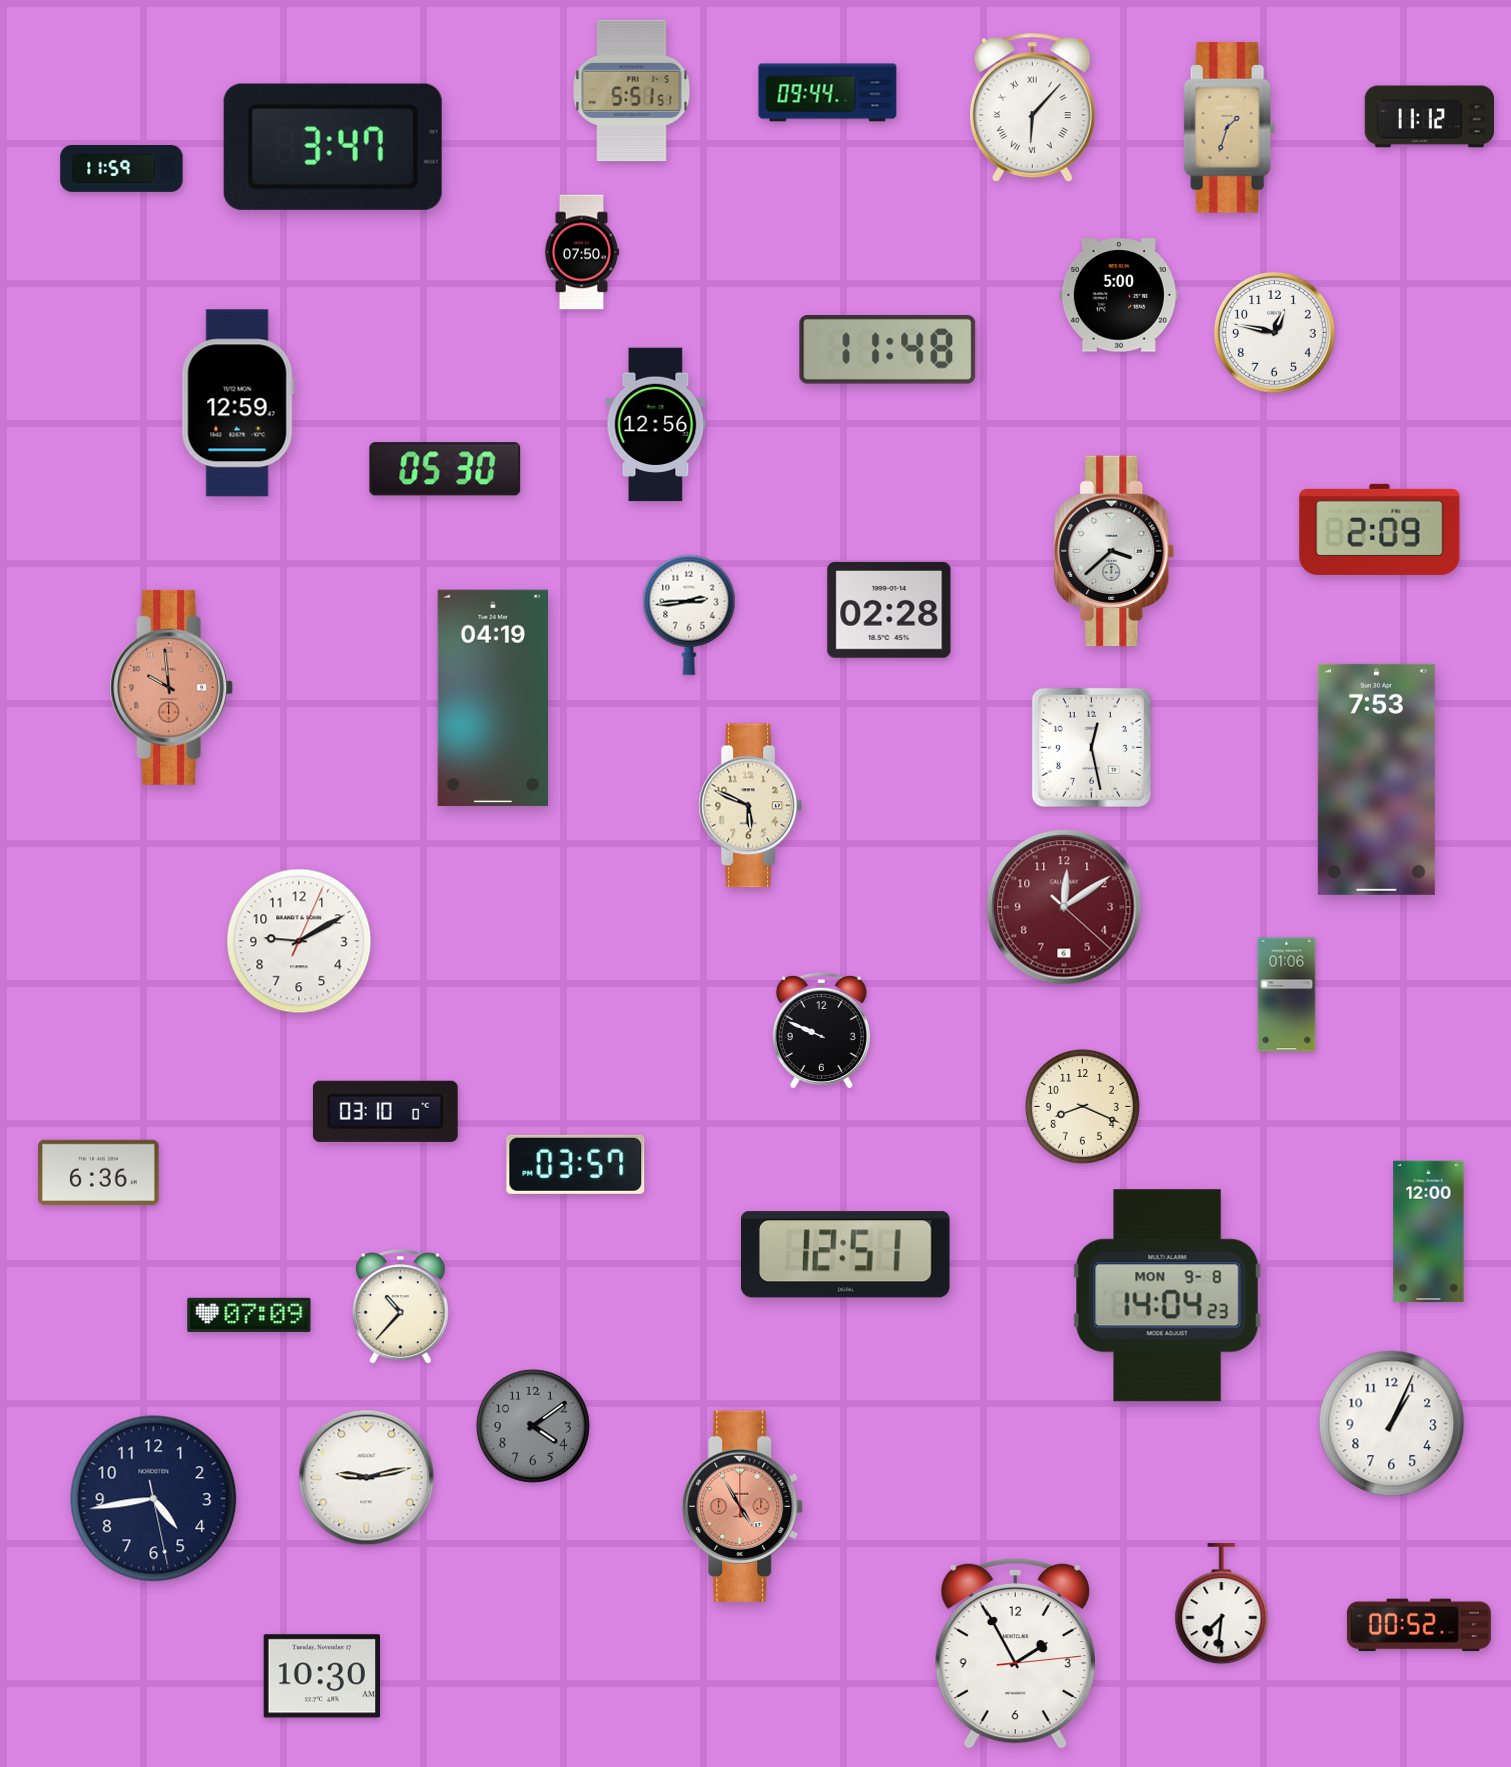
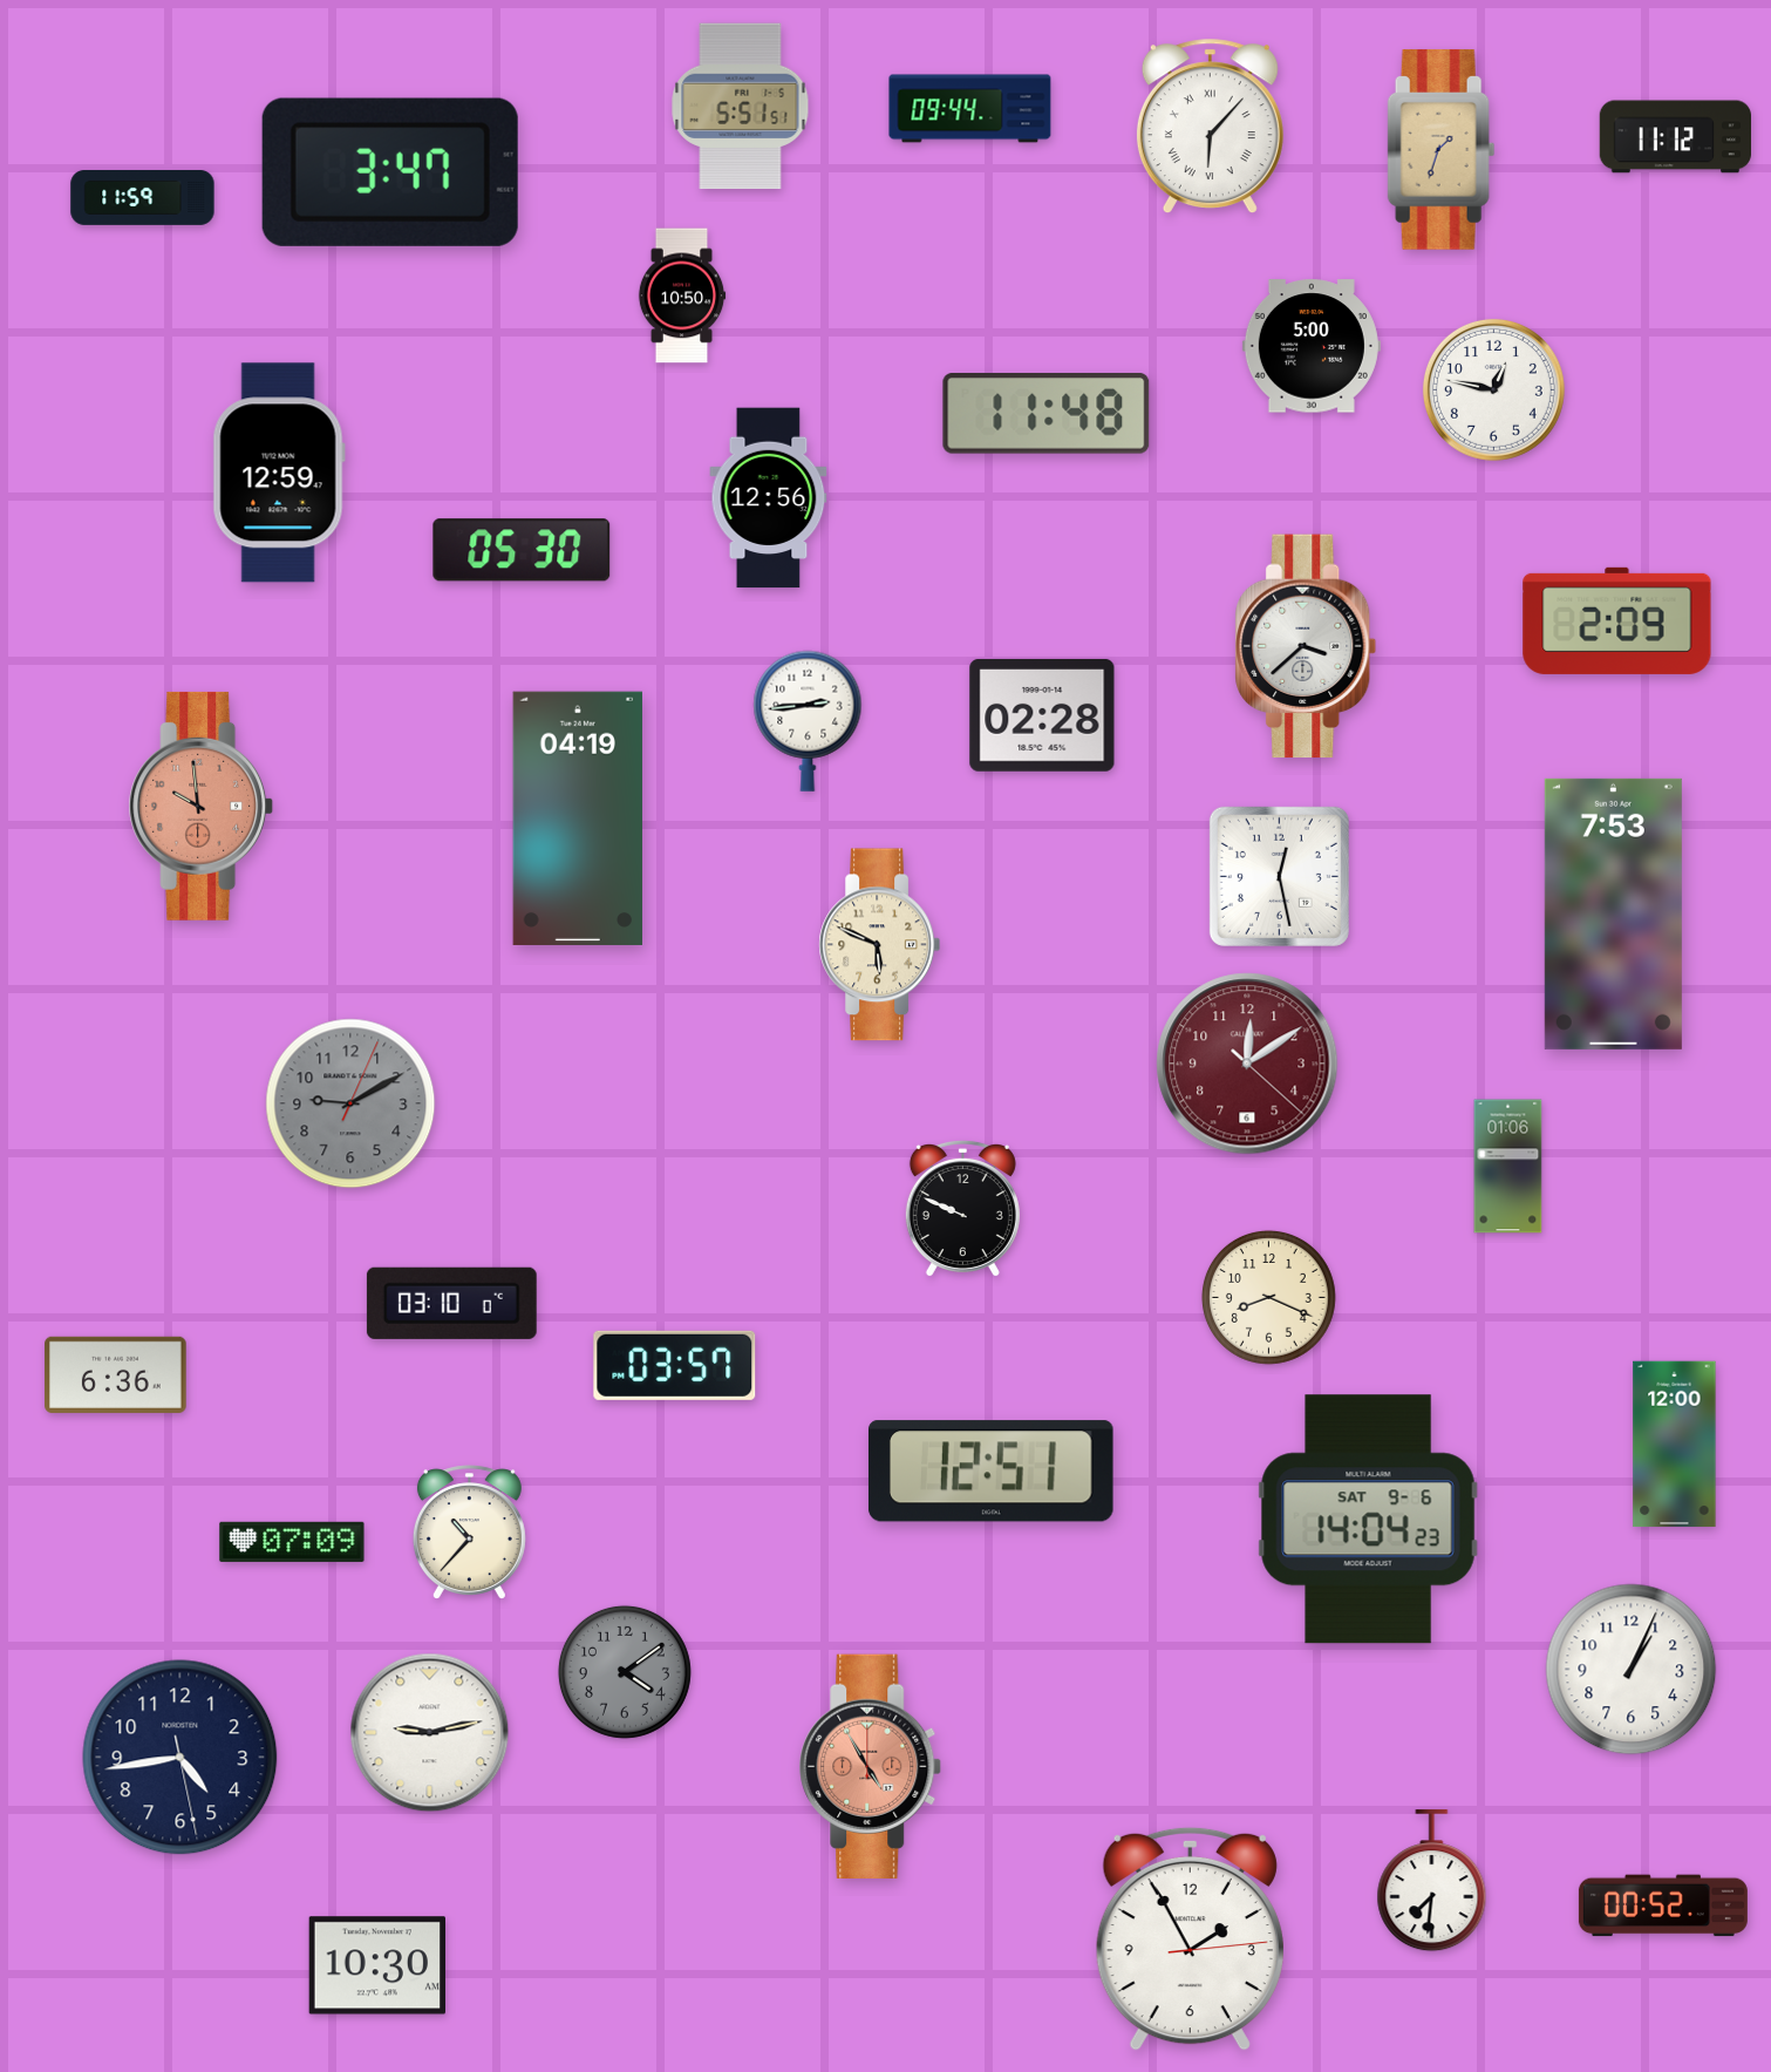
clock at (582, 252): 07:50 -> 10:50
clock at (888, 350) position: (888, 350) -> (1047, 414)
clock at (299, 941) dial: white -> grey
clock at (1167, 1296) date: MON 9-8 -> SAT 9-6
